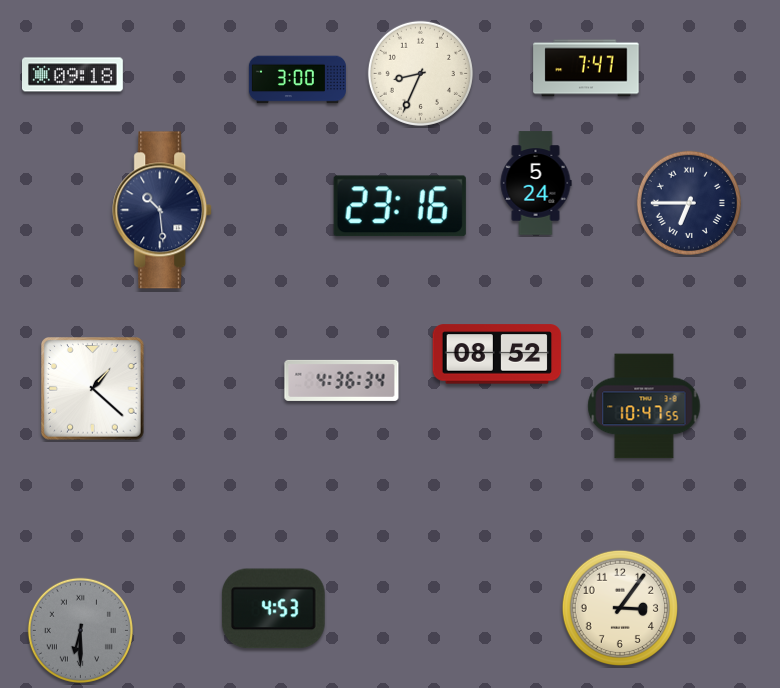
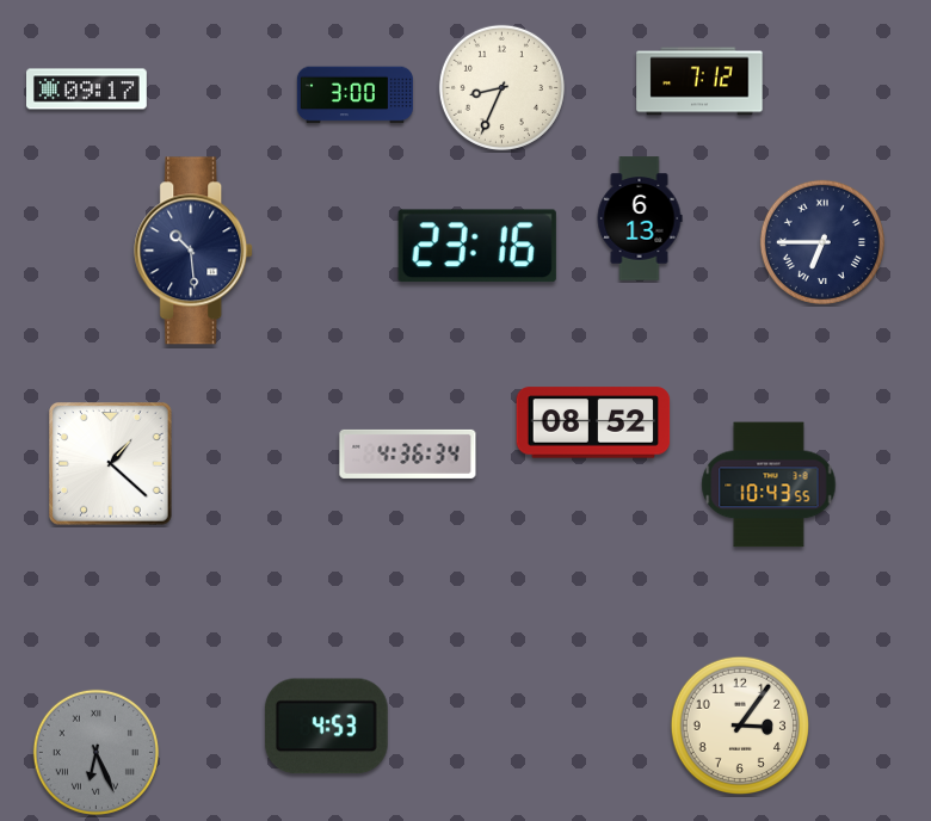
clock at (586, 68): 7:47 -> 7:12
clock at (73, 75): 09:18 -> 09:17
clock at (536, 183): 5:24 -> 6:13
clock at (644, 406): 10:47 -> 10:43
clock at (80, 630): 6:30 -> 6:26
